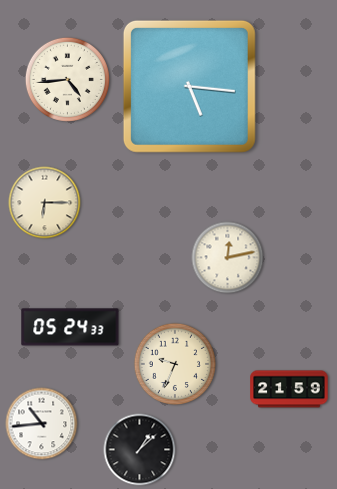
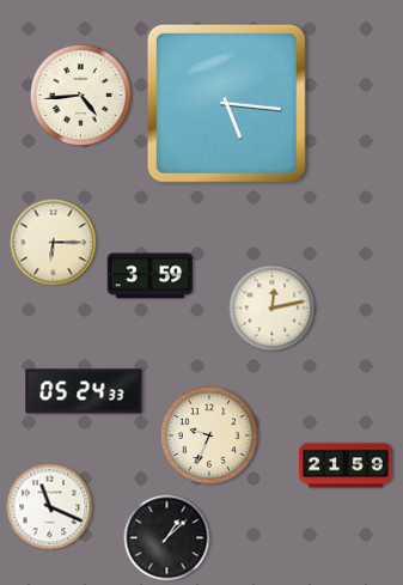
clock at (151, 276): none -> 3:59
clock at (42, 424): 10:44 -> 11:19
